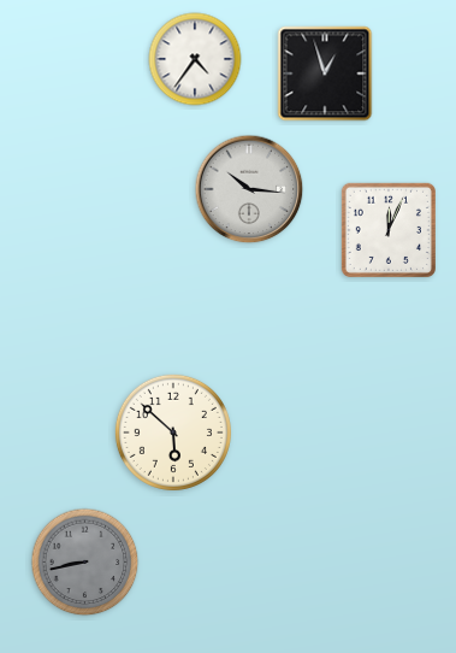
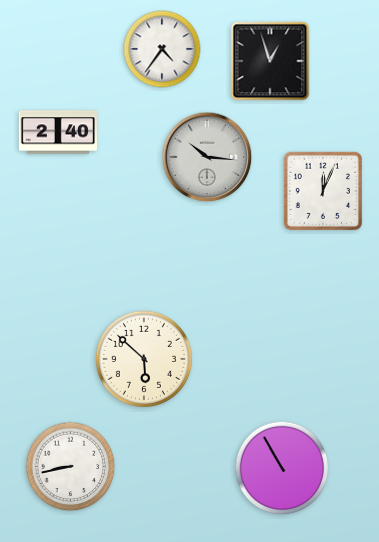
clock at (58, 132): none -> 2:40
clock at (85, 563) dial: grey -> white
clock at (282, 468): none -> 10:55
